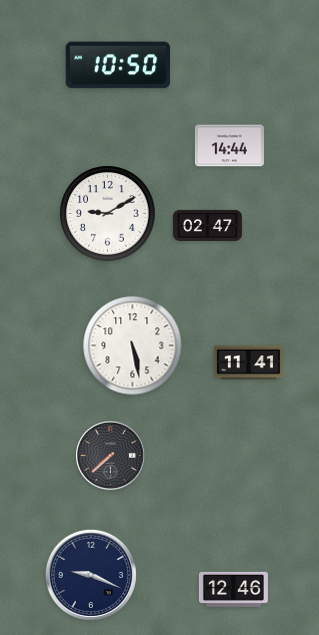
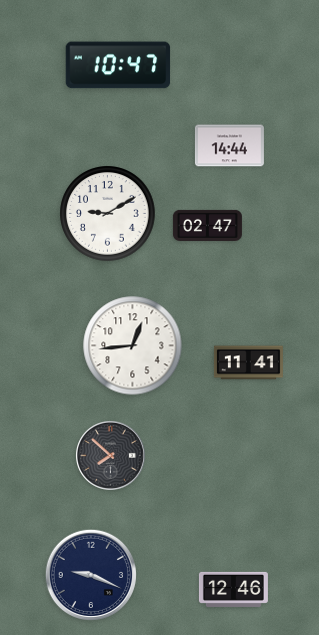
clock at (118, 65): 10:50 -> 10:47
clock at (133, 346): 5:28 -> 12:44
clock at (111, 456): 7:38 -> 7:52
